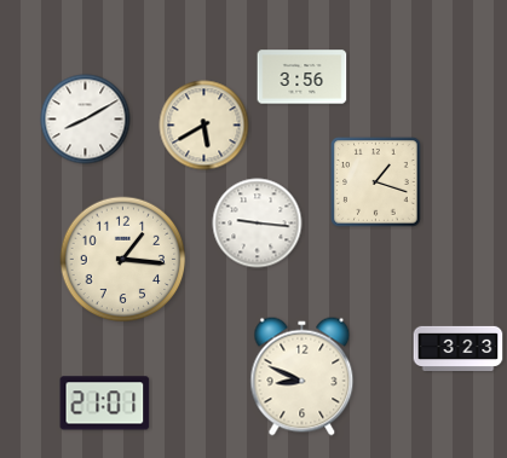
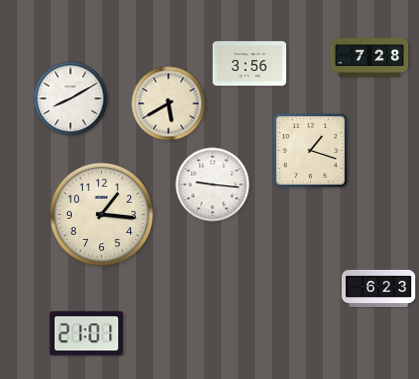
clock at (370, 58): none -> 7:28
clock at (459, 348): 3:23 -> 6:23
clock at (303, 377): 8:49 -> none
